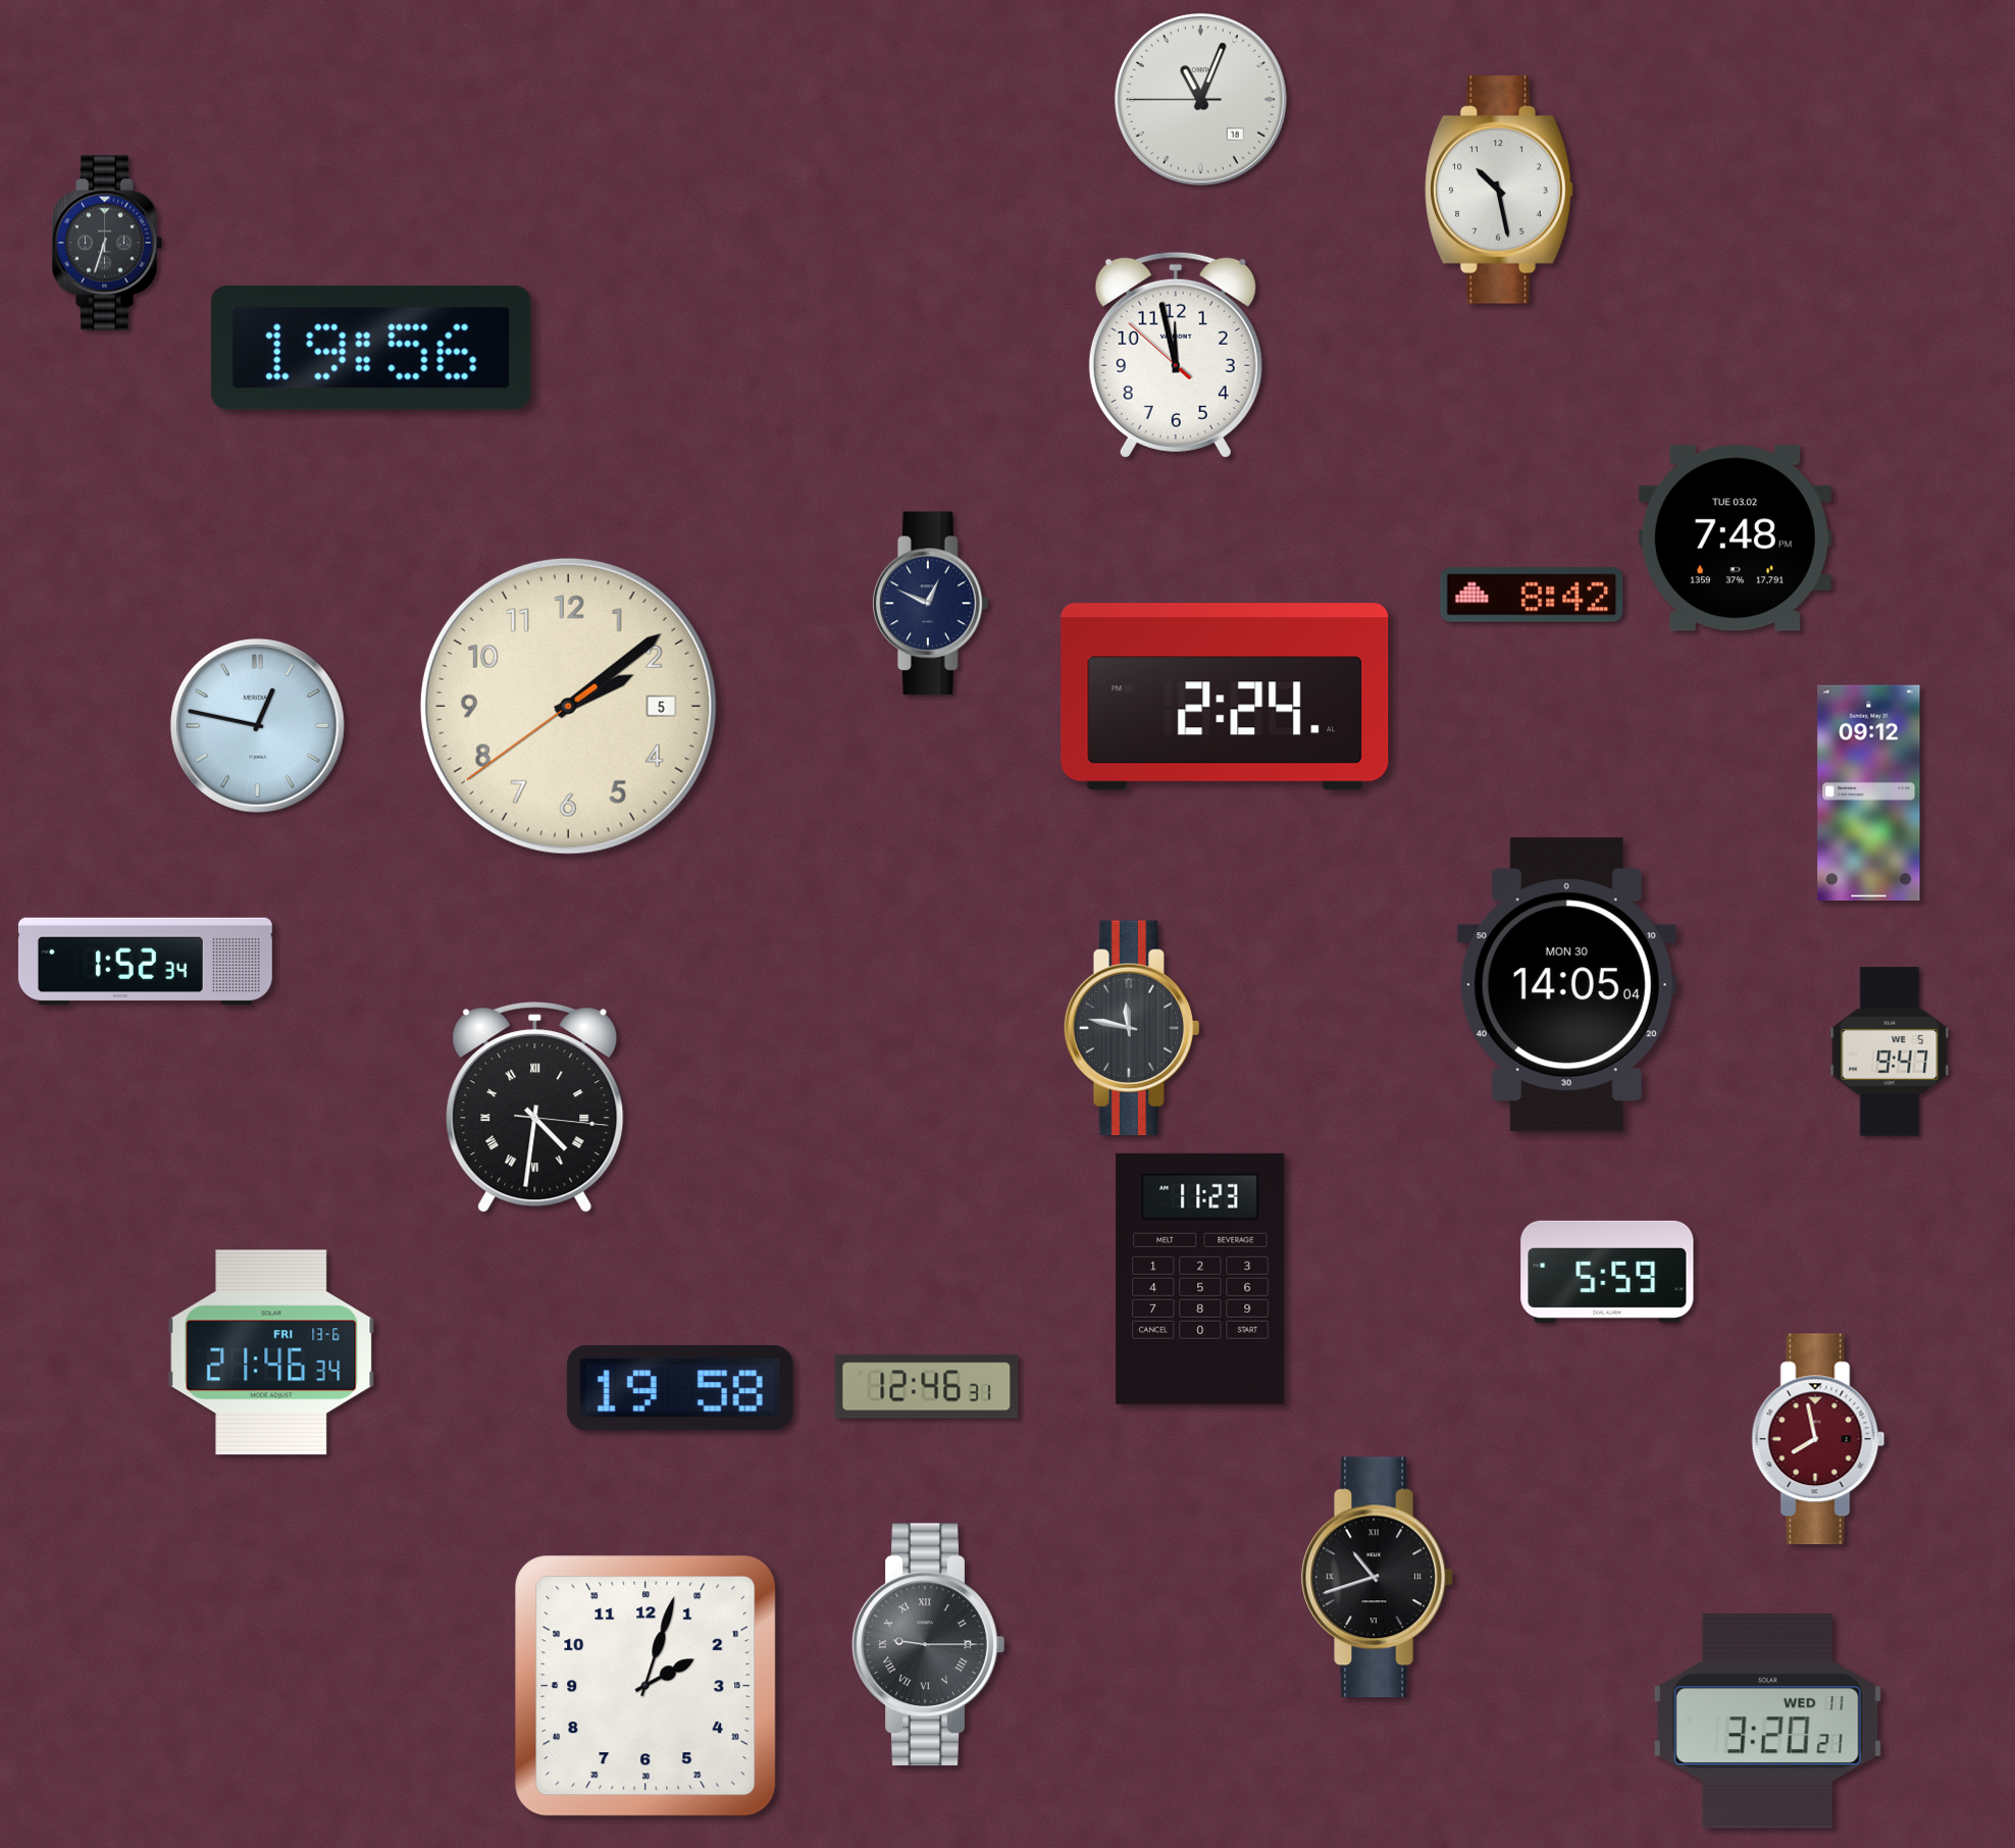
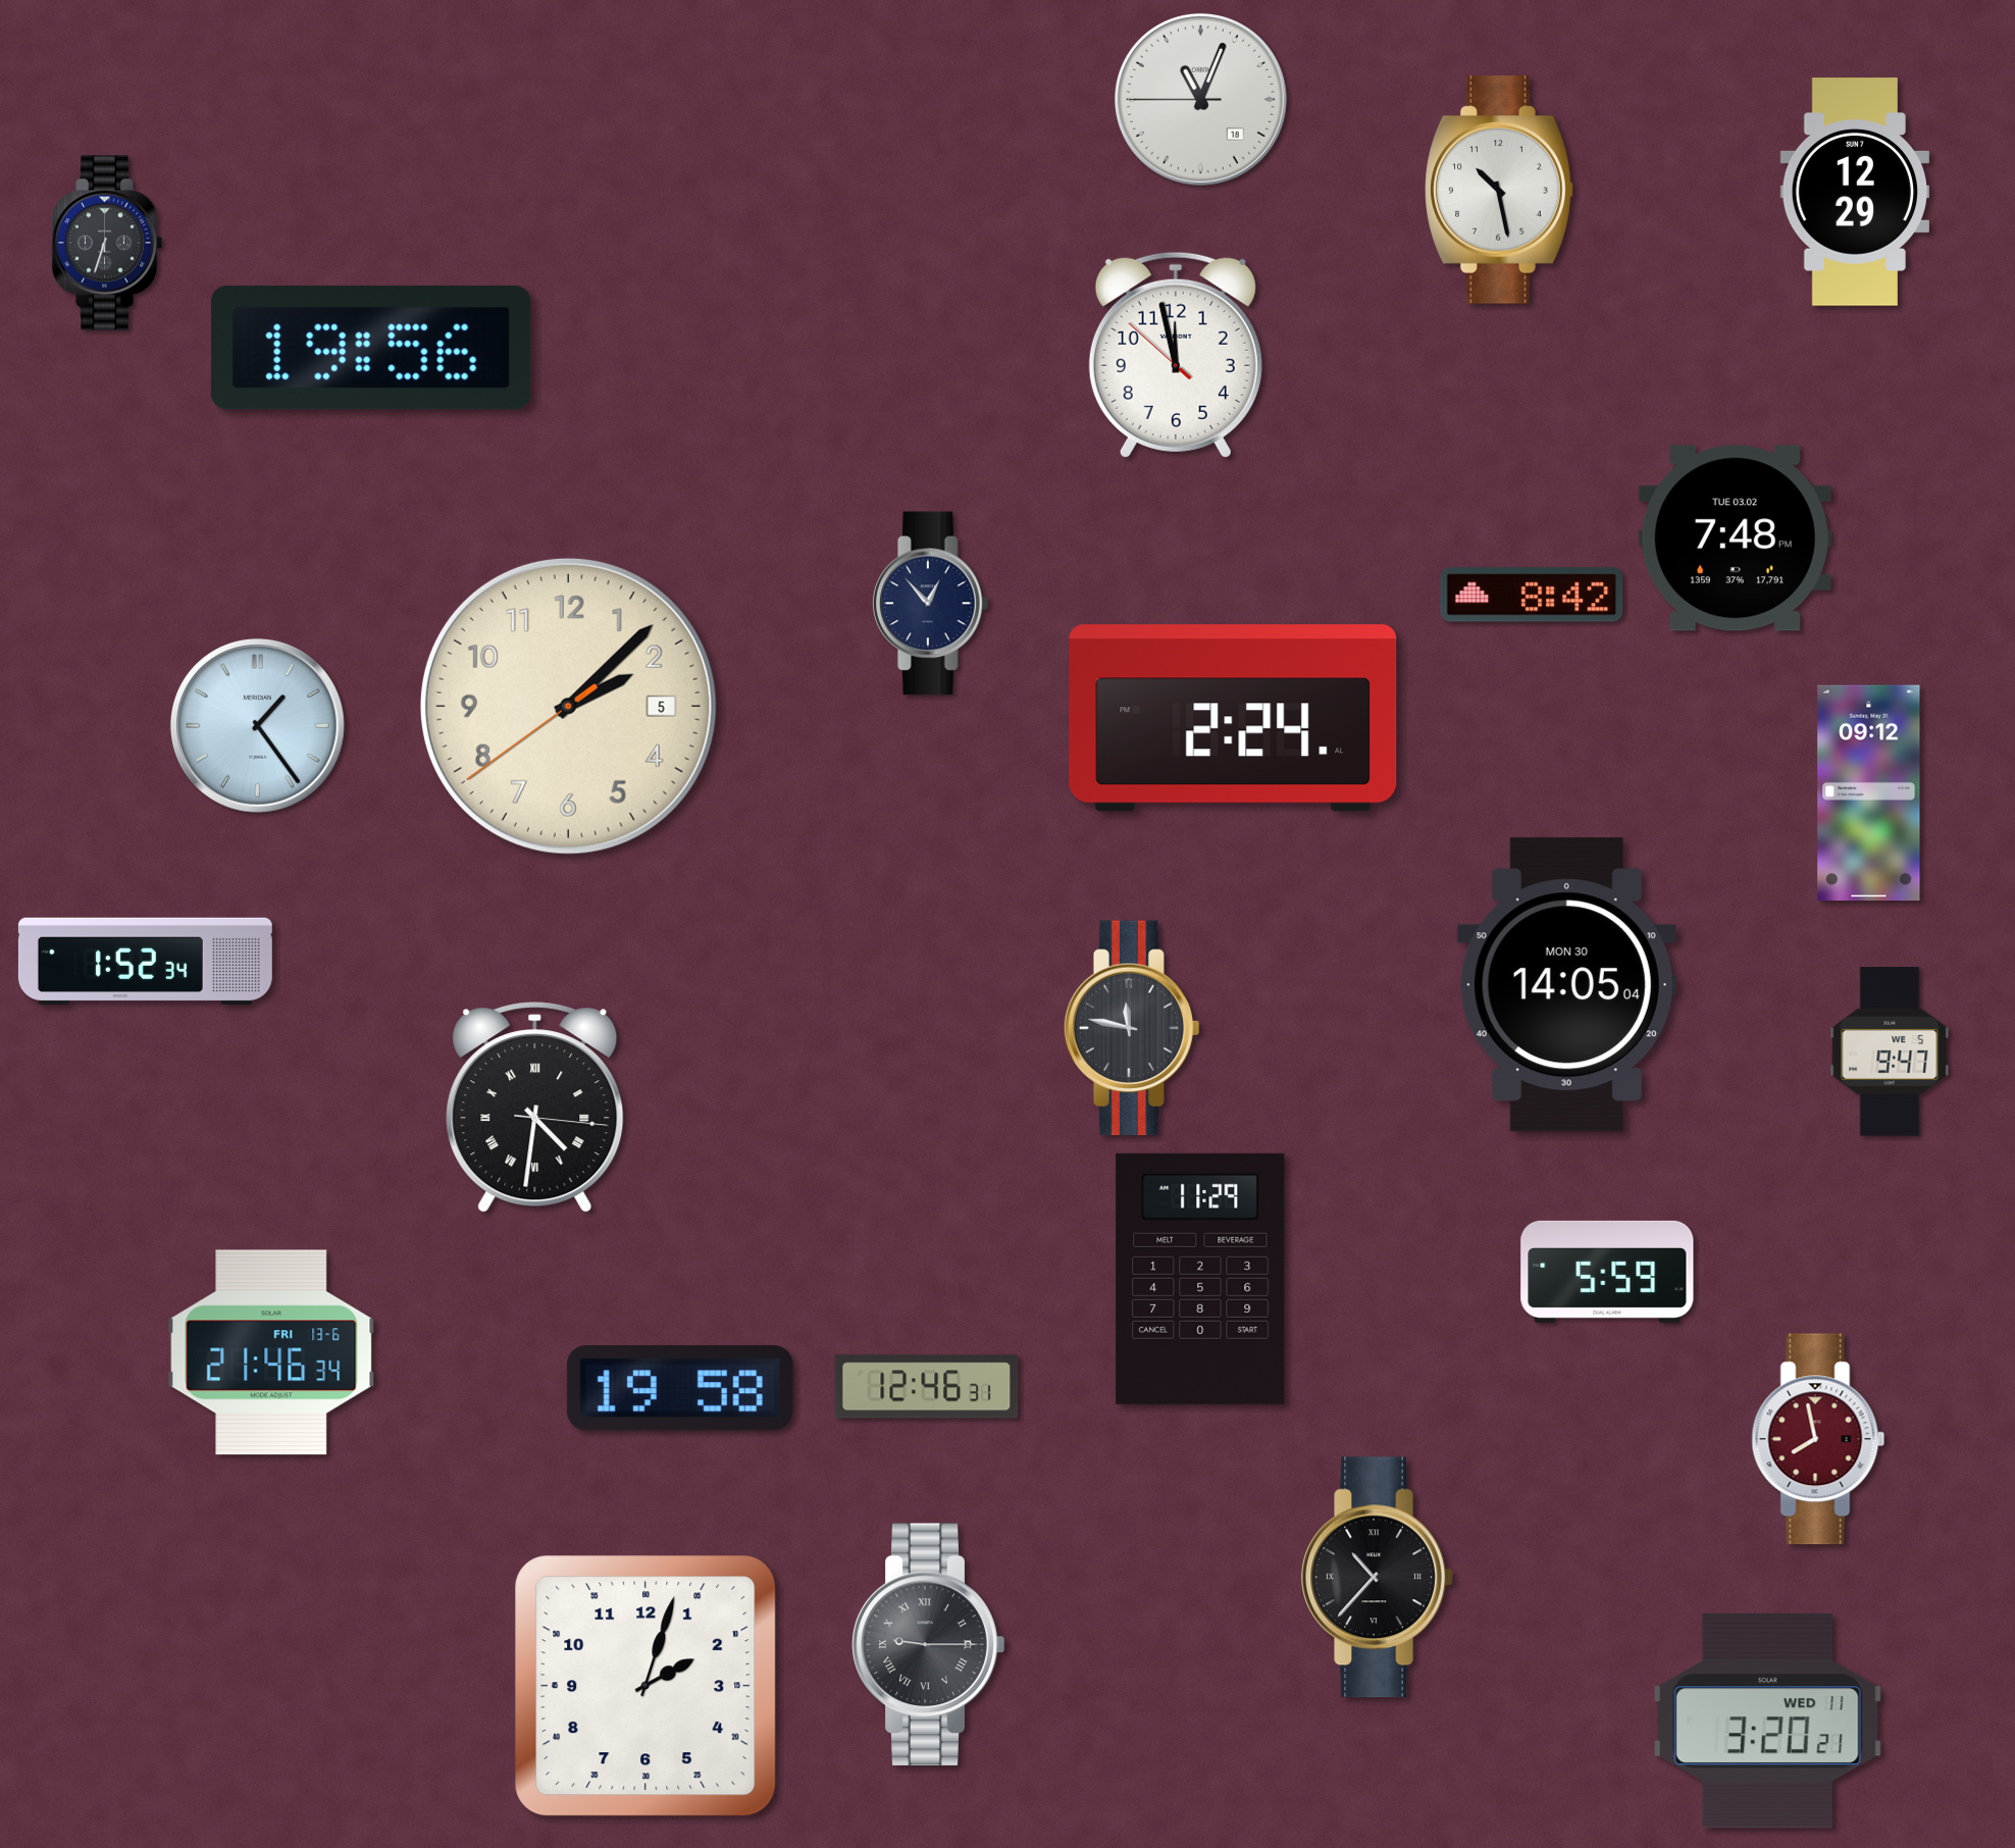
clock at (1854, 192): none -> 12:29
clock at (931, 604): 12:49 -> 12:53
clock at (1225, 697) position: (1225, 697) -> (1233, 718)
clock at (568, 706): 2:08 -> 2:07
clock at (257, 725): 12:47 -> 1:24
clock at (1200, 1279): 11:23 -> 11:29
clock at (1378, 1578): 10:42 -> 10:37
